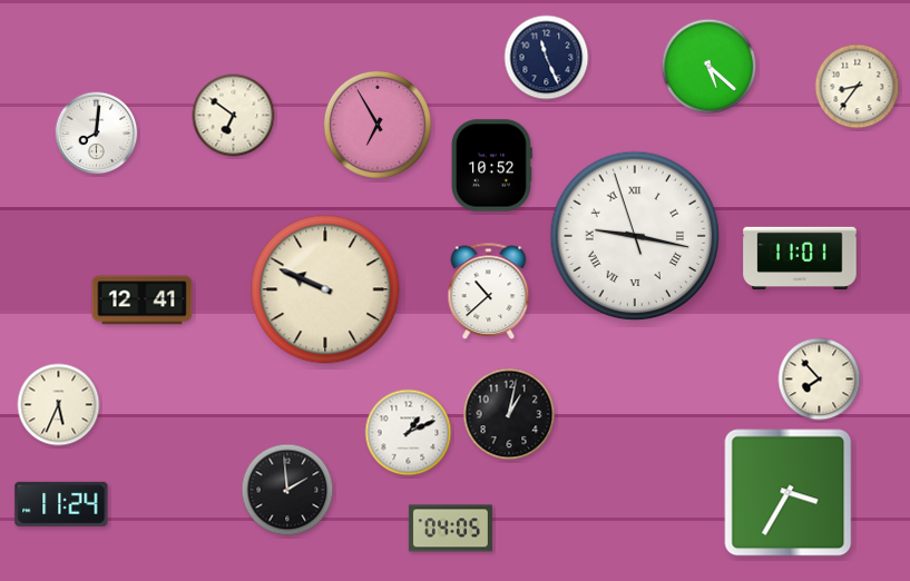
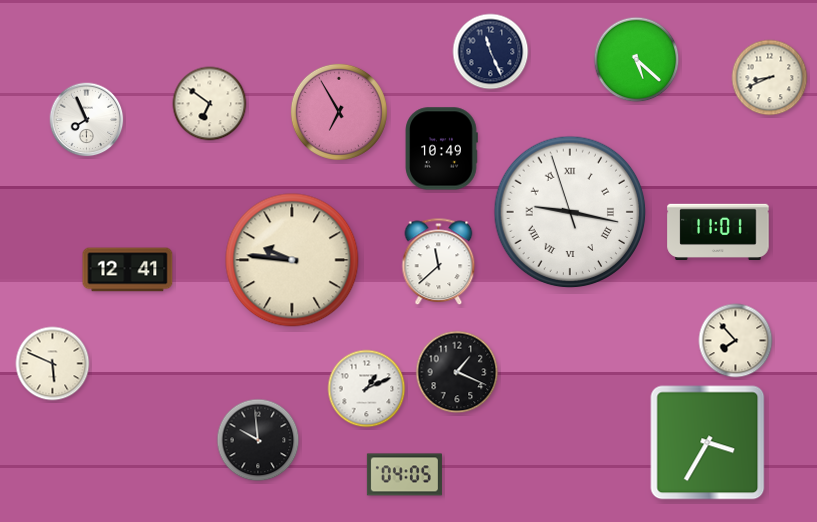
clock at (858, 87): 8:36 -> 8:41
clock at (97, 134): 8:01 -> 7:56
clock at (491, 166): 10:52 -> 10:49
clock at (325, 289): 9:49 -> 9:46
clock at (489, 292): 10:38 -> 11:38
clock at (59, 405): 5:34 -> 5:49
clock at (509, 414): 1:02 -> 1:19
clock at (287, 490): 1:59 -> 9:59
clock at (61, 504): 11:24 -> none
